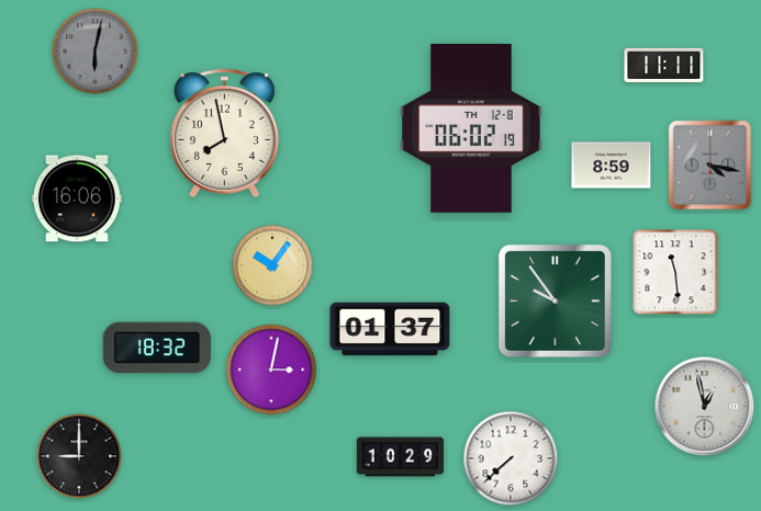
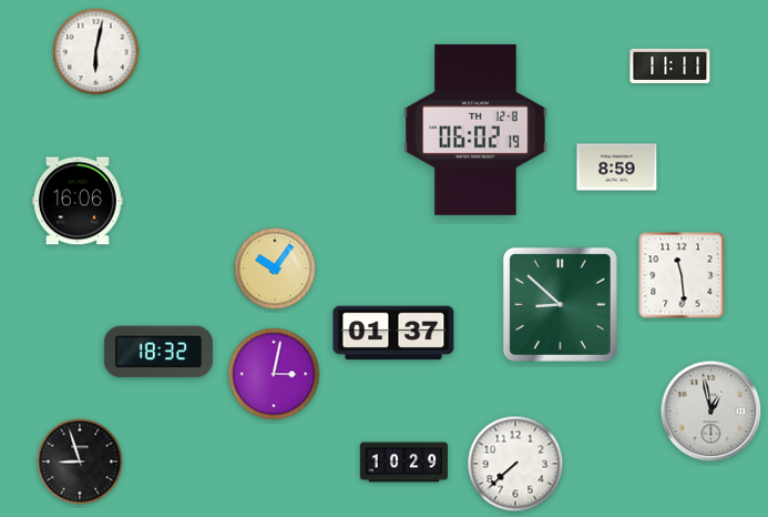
clock at (96, 52) dial: grey -> white
clock at (224, 133): 7:58 -> none
clock at (710, 166): 4:17 -> none
clock at (555, 300): 9:54 -> 8:52
clock at (79, 456): 9:00 -> 8:57
